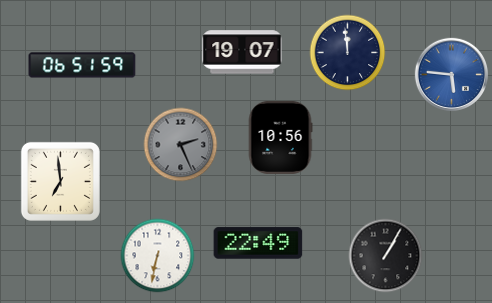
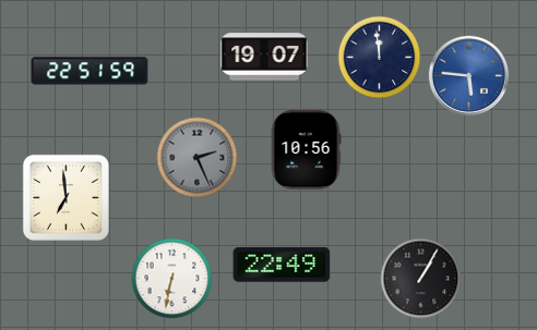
clock at (82, 65): 06:51 -> 22:51
clock at (452, 75) position: (452, 75) -> (469, 76)
